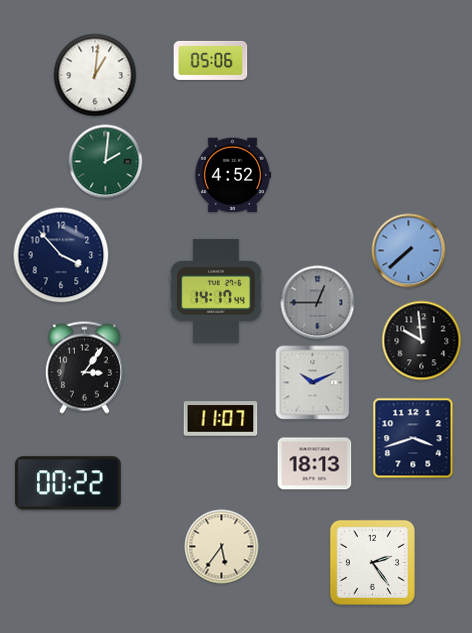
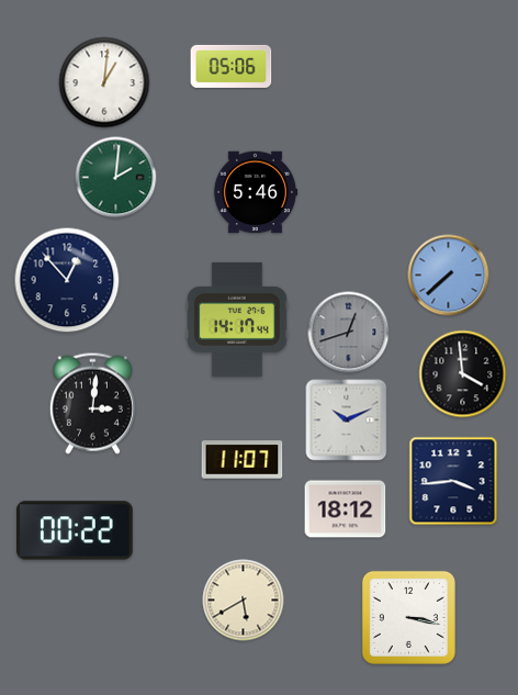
clock at (233, 175): 4:52 -> 5:46
clock at (61, 255): 3:53 -> 12:53
clock at (318, 303): 12:45 -> 12:42
clock at (422, 341): 9:59 -> 3:59
clock at (84, 367): 3:06 -> 3:01
clock at (313, 383) position: (313, 383) -> (347, 421)
clock at (413, 438): 3:42 -> 3:44
clock at (315, 464): 18:13 -> 18:12
clock at (222, 547): 5:36 -> 5:40
clock at (372, 562): 2:24 -> 3:17
